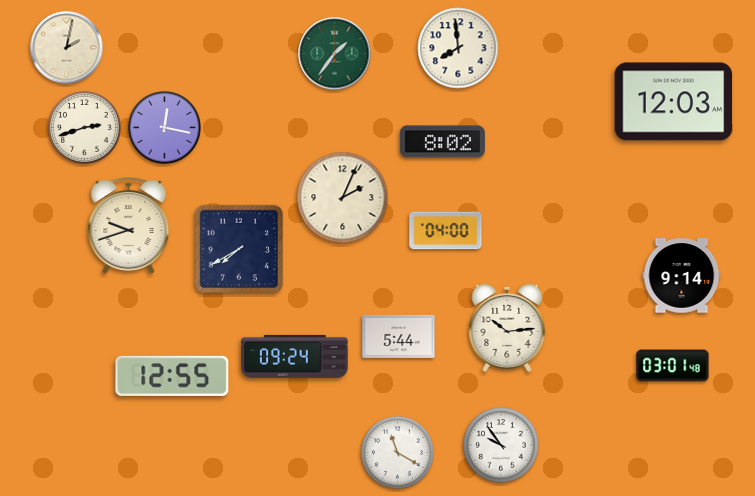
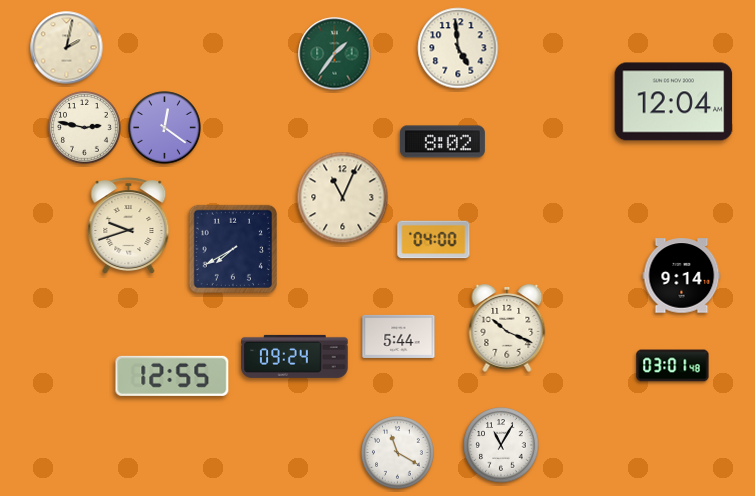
clock at (458, 48): 7:59 -> 4:59
clock at (674, 102): 12:03 -> 12:04
clock at (85, 128): 2:42 -> 2:47
clock at (165, 128): 12:17 -> 12:21
clock at (343, 198): 2:04 -> 11:04
clock at (446, 231) position: (446, 231) -> (434, 240)
clock at (238, 248) position: (238, 248) -> (232, 248)
clock at (507, 329): 10:14 -> 10:19
clock at (501, 445): 9:54 -> 11:05
